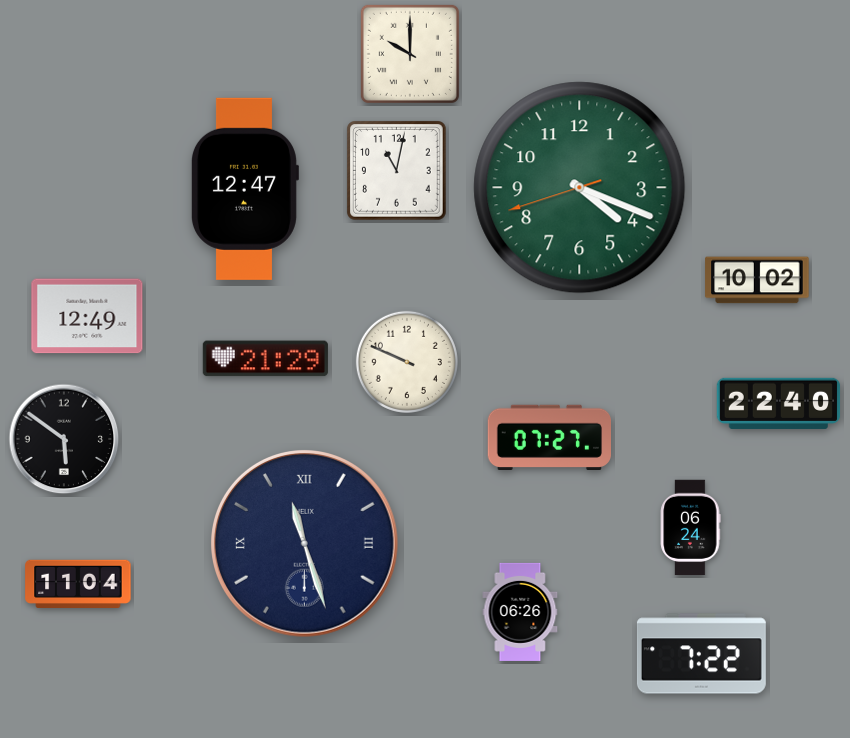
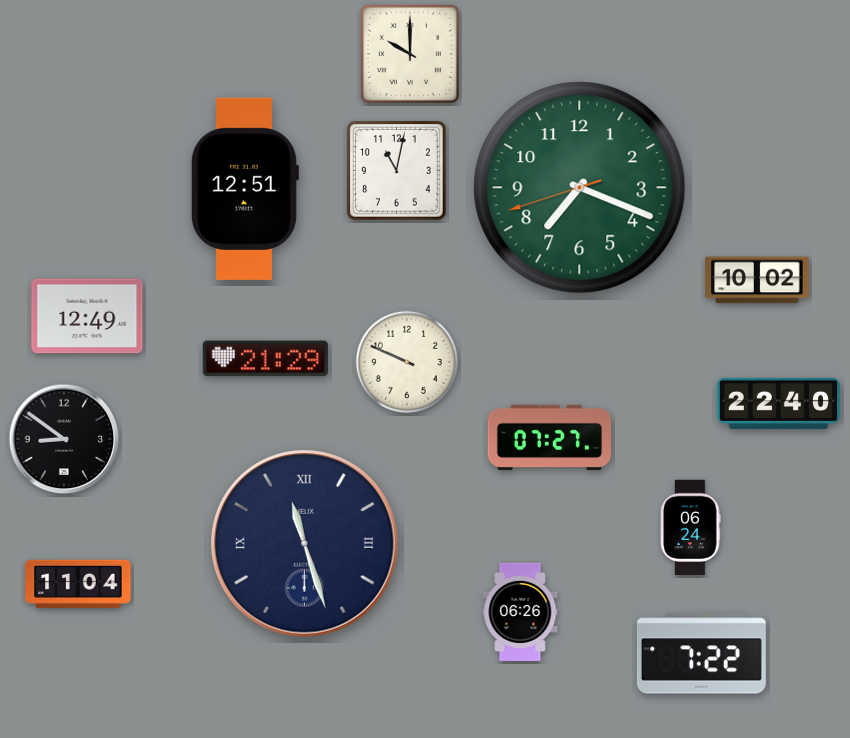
clock at (580, 188): 4:18 -> 7:18
clock at (244, 189): 12:47 -> 12:51
clock at (64, 439): 5:51 -> 8:51
